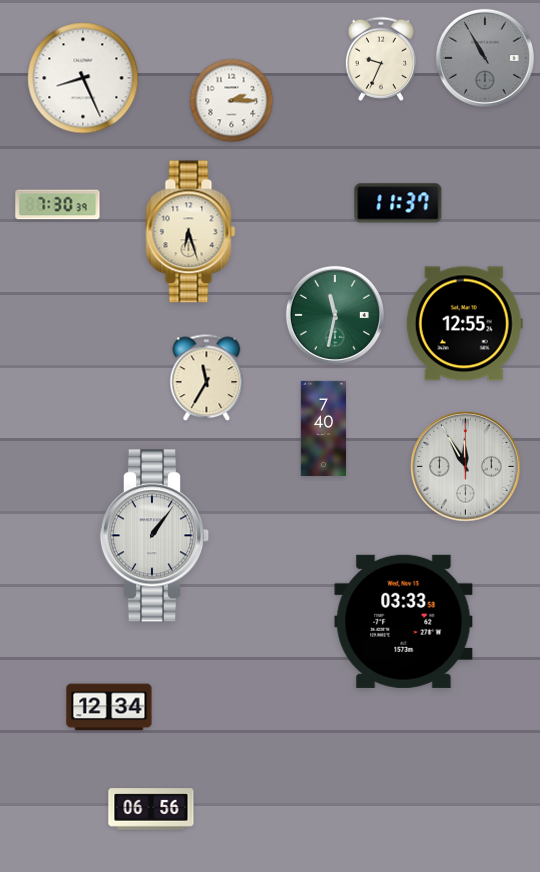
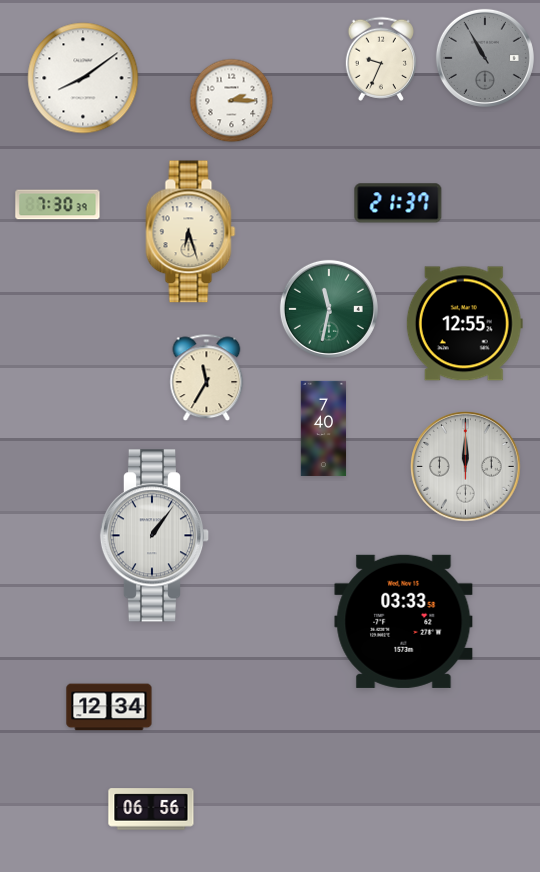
clock at (83, 78): 8:26 -> 8:09
clock at (398, 203): 11:37 -> 21:37
clock at (335, 315) position: (335, 315) -> (329, 309)
clock at (466, 467): 11:55 -> 12:00
